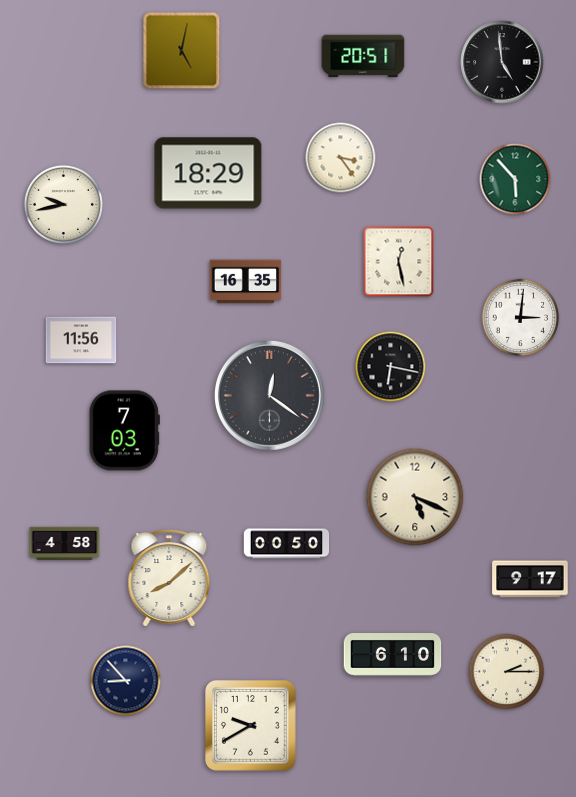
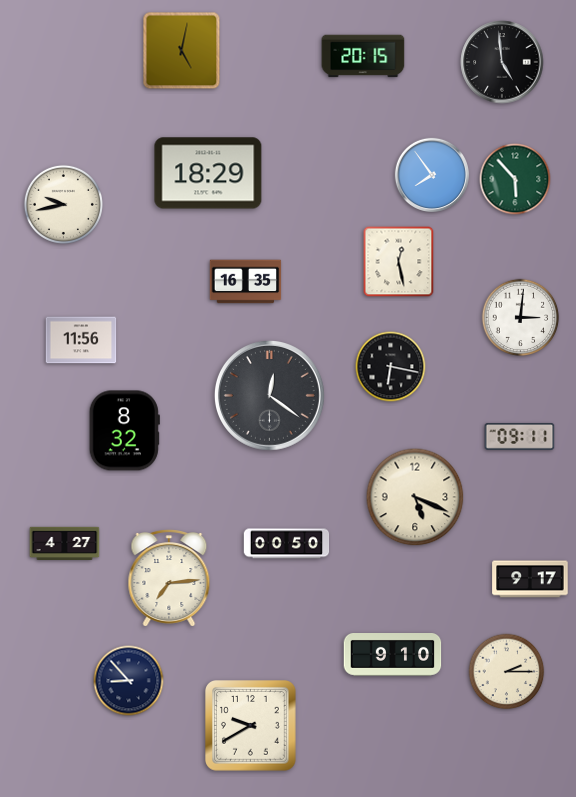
clock at (363, 56): 20:51 -> 20:15
clock at (341, 158): 3:24 -> none
clock at (431, 174): none -> 7:54
clock at (124, 431): 7:03 -> 8:32
clock at (520, 437): none -> 09:11
clock at (65, 544): 4:58 -> 4:27
clock at (169, 578): 8:08 -> 7:14
clock at (393, 655): 6:10 -> 9:10
clock at (126, 681) position: (126, 681) -> (129, 681)
